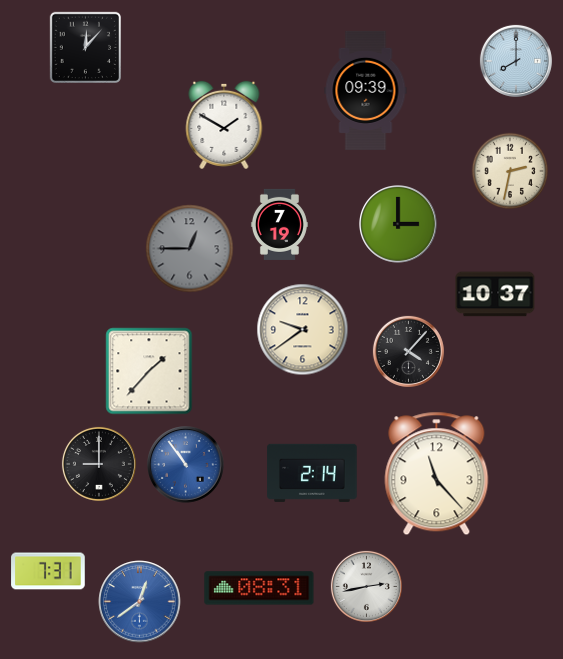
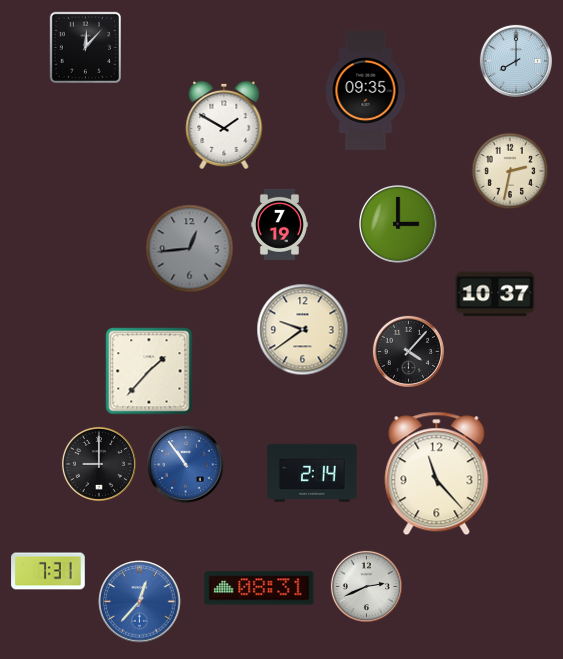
clock at (366, 90): 09:39 -> 09:35
clock at (190, 249): 12:45 -> 12:44
clock at (366, 586): 2:43 -> 2:41
clock at (140, 602): 12:39 -> 12:37
